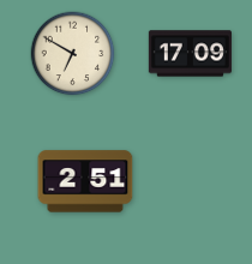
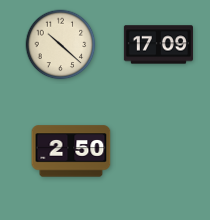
clock at (73, 54): 6:50 -> 10:22
clock at (85, 181): 2:51 -> 2:50
